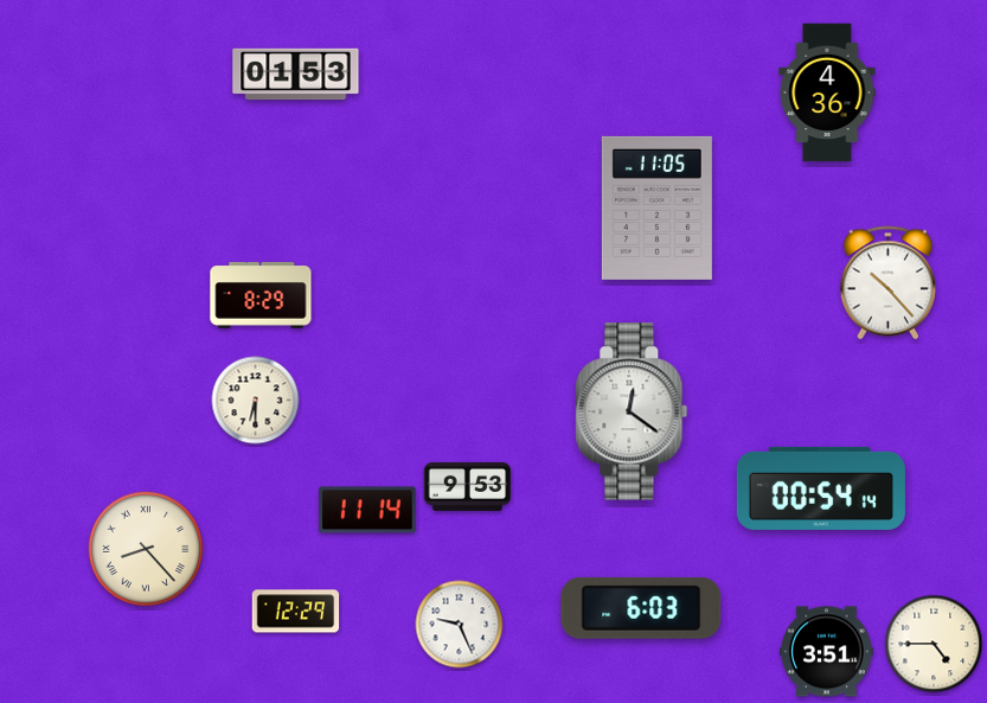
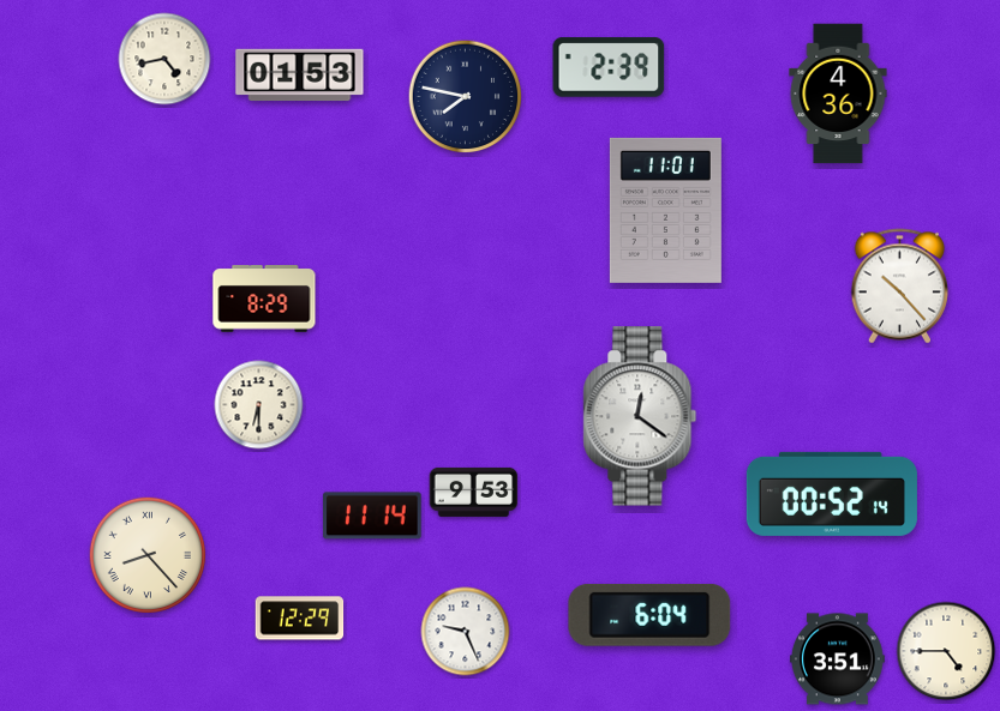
clock at (164, 59): none -> 4:43
clock at (609, 67): none -> 2:39
clock at (466, 97): none -> 7:47
clock at (656, 207): 11:05 -> 11:01
clock at (821, 488): 00:54 -> 00:52
clock at (641, 608): 6:03 -> 6:04
